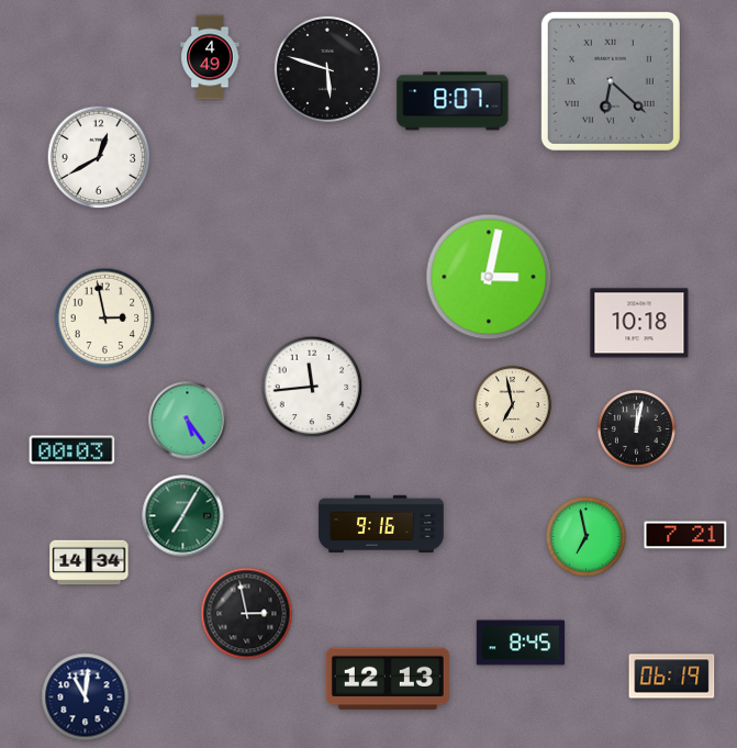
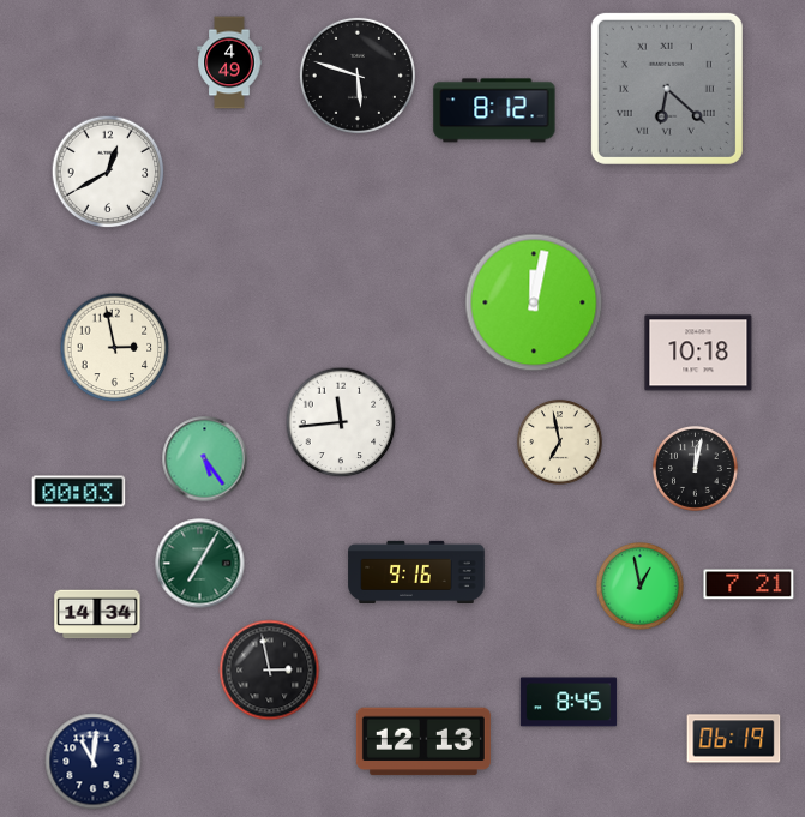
clock at (453, 101): 8:07 -> 8:12
clock at (489, 277): 3:02 -> 12:02
clock at (587, 537): 6:58 -> 12:58
